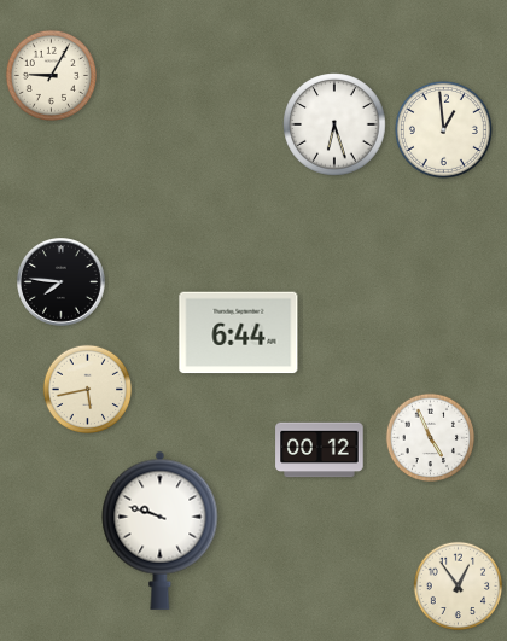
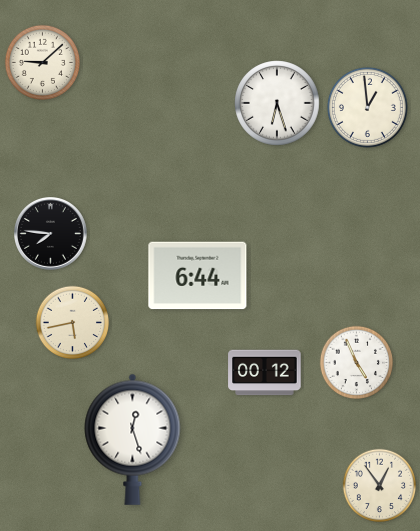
clock at (51, 75): 9:05 -> 9:08
clock at (161, 530): 9:48 -> 12:27
